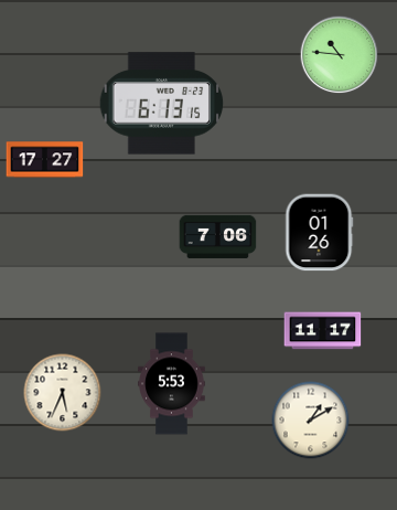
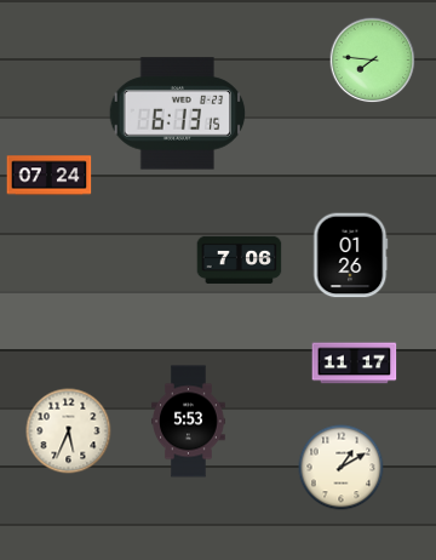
clock at (340, 55): 10:46 -> 7:46
clock at (45, 160): 17:27 -> 07:24
clock at (311, 421) position: (311, 421) -> (342, 468)
